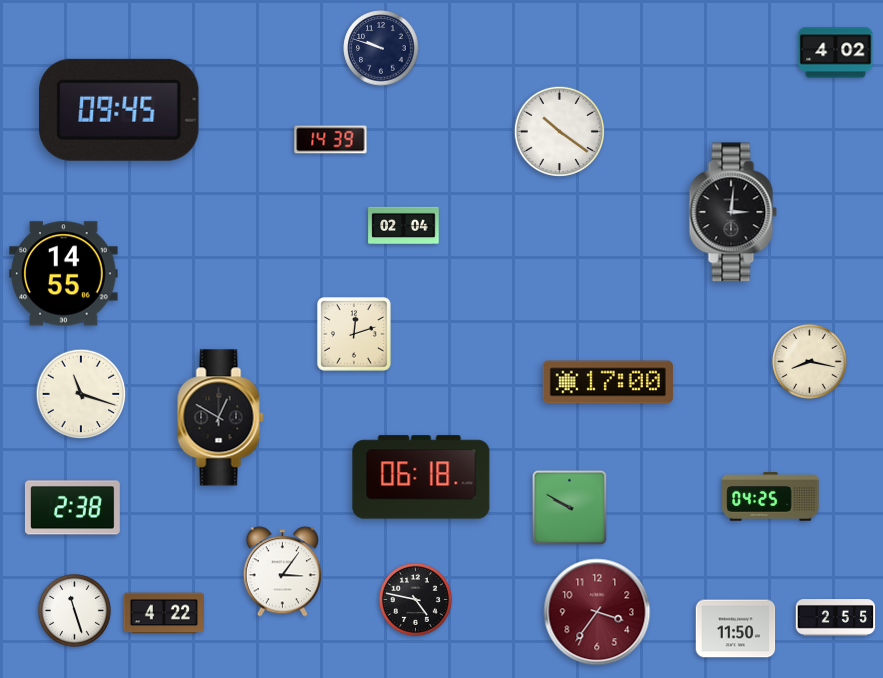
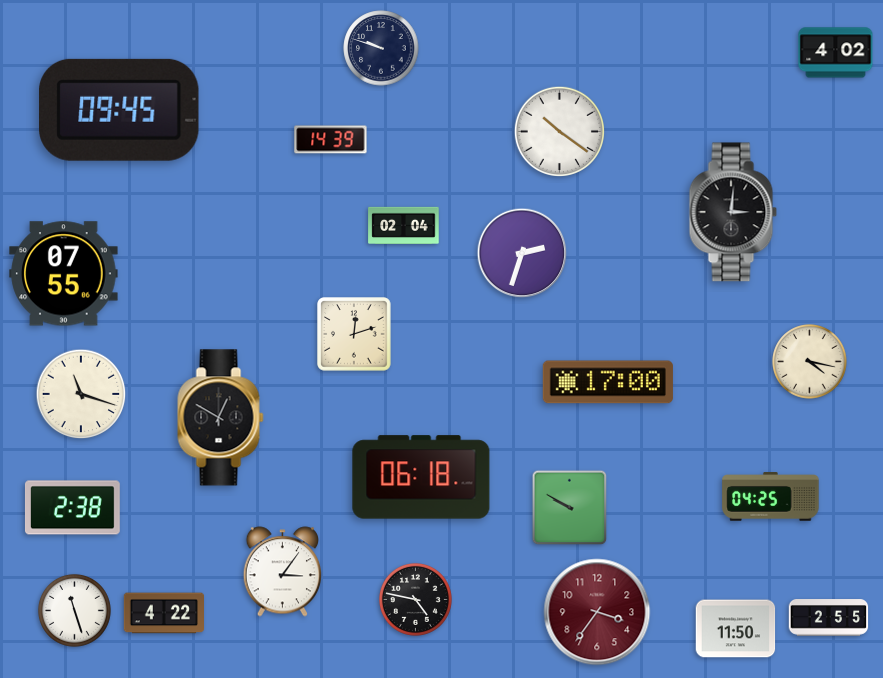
clock at (522, 253): none -> 2:33
clock at (64, 274): 14:55 -> 07:55
clock at (810, 362): 8:17 -> 4:17
clock at (836, 618) position: (836, 618) -> (829, 618)
